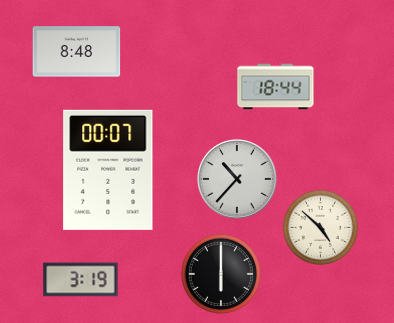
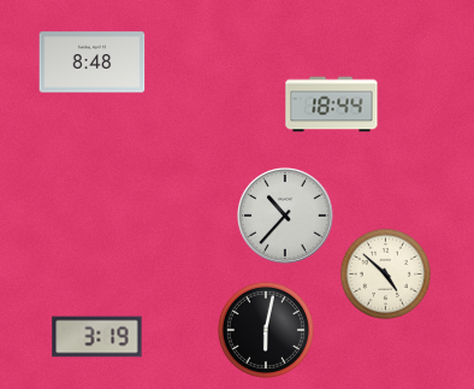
clock at (108, 170): 00:07 -> none
clock at (221, 274): 6:00 -> 6:02
